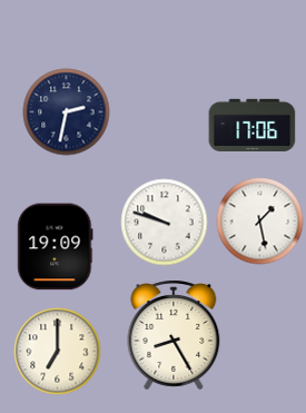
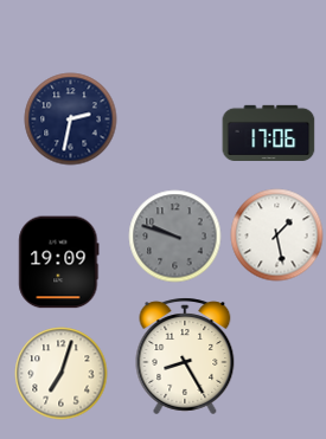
clock at (164, 222) dial: white -> grey
clock at (57, 351): 7:00 -> 7:03
